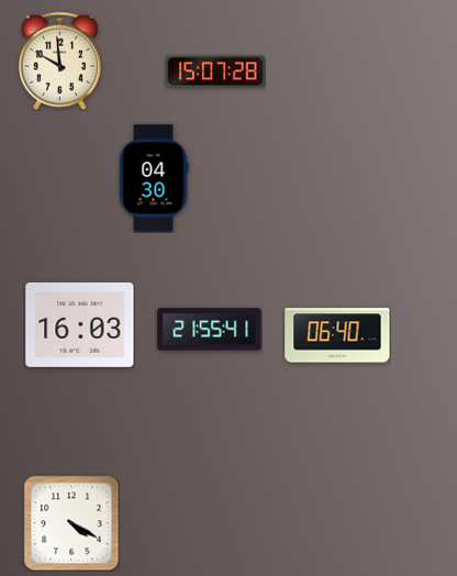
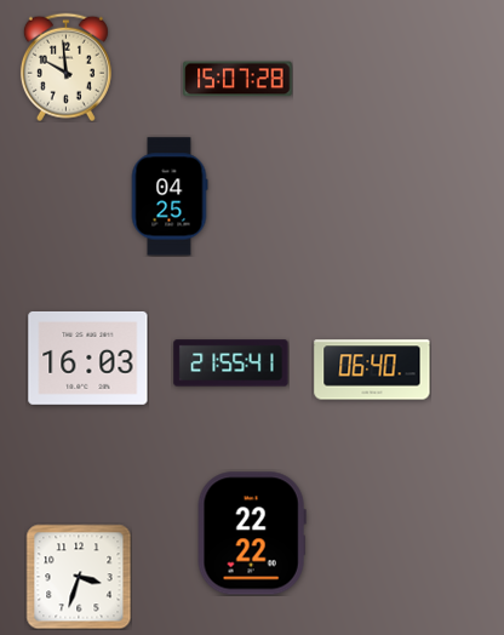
clock at (154, 178): 04:30 -> 04:25
clock at (252, 533): none -> 22:22
clock at (71, 523): 4:20 -> 3:33
